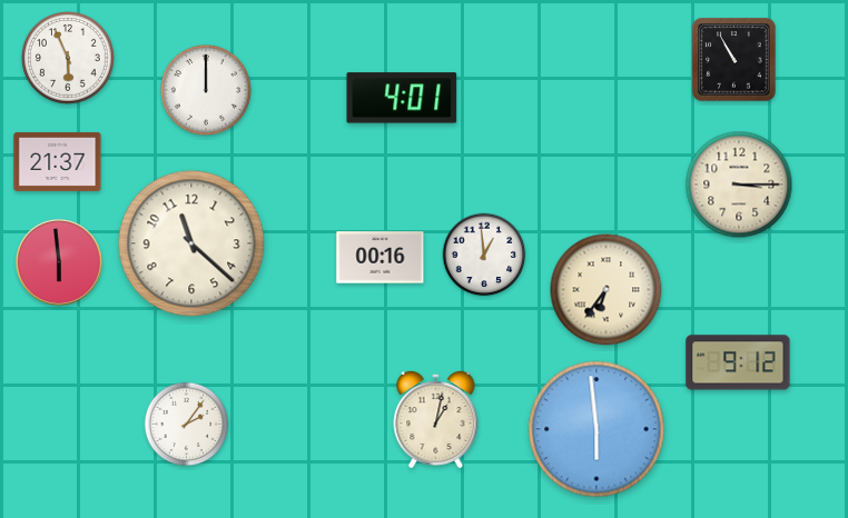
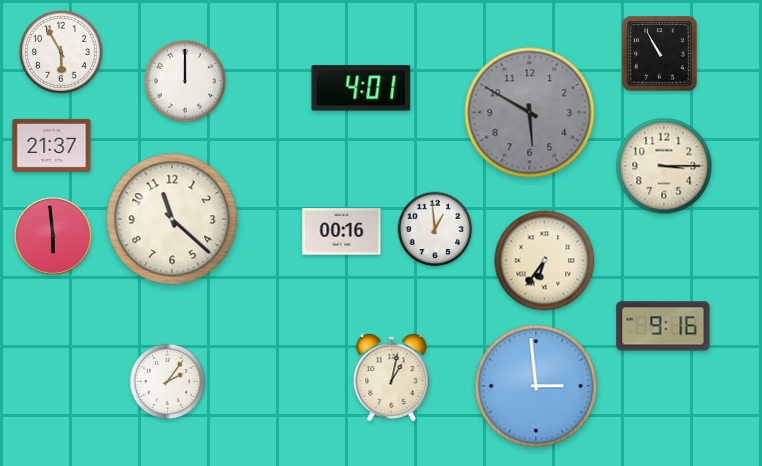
clock at (69, 59): 5:56 -> 5:55
clock at (530, 113): none -> 5:50
clock at (738, 362): 9:12 -> 9:16
clock at (596, 429): 5:59 -> 2:59
